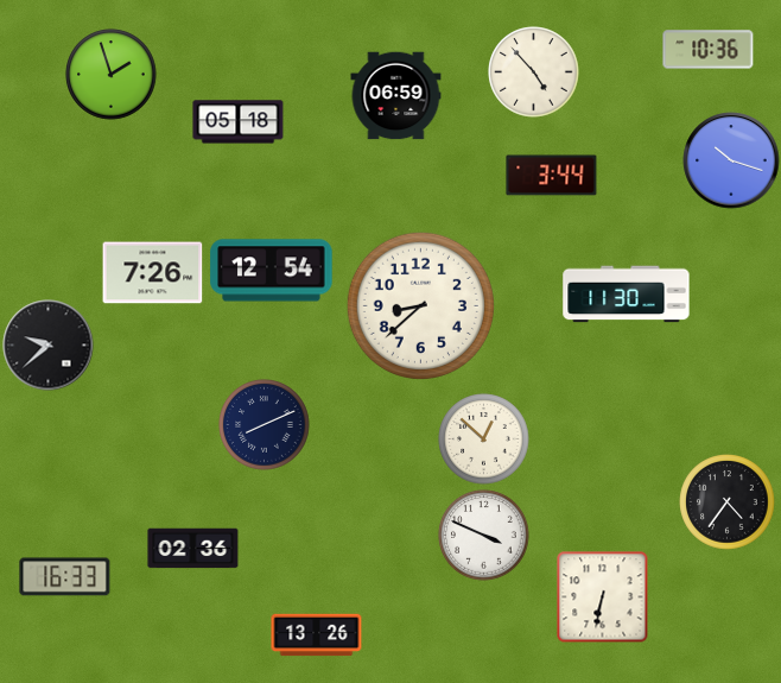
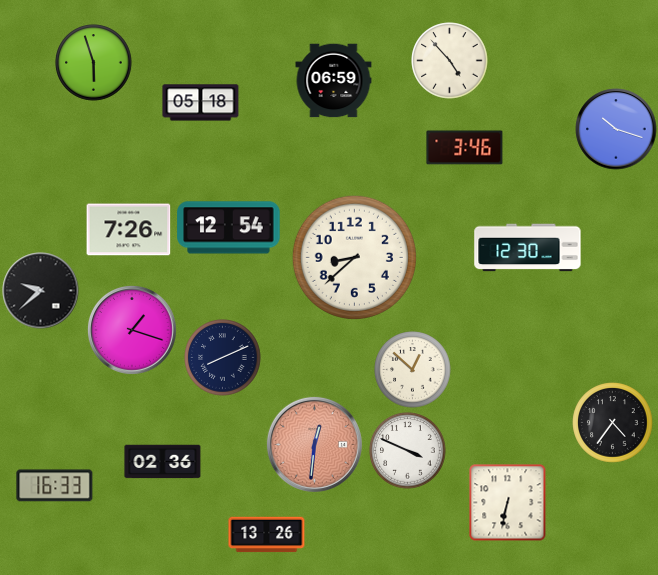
clock at (709, 50): 10:36 -> none
clock at (112, 75): 1:57 -> 5:57
clock at (731, 160) position: (731, 160) -> (616, 129)
clock at (552, 176): 3:44 -> 3:46
clock at (627, 295): 11:30 -> 12:30
clock at (133, 331): none -> 1:18
clock at (484, 439) position: (484, 439) -> (413, 370)
clock at (314, 444): none -> 12:31
